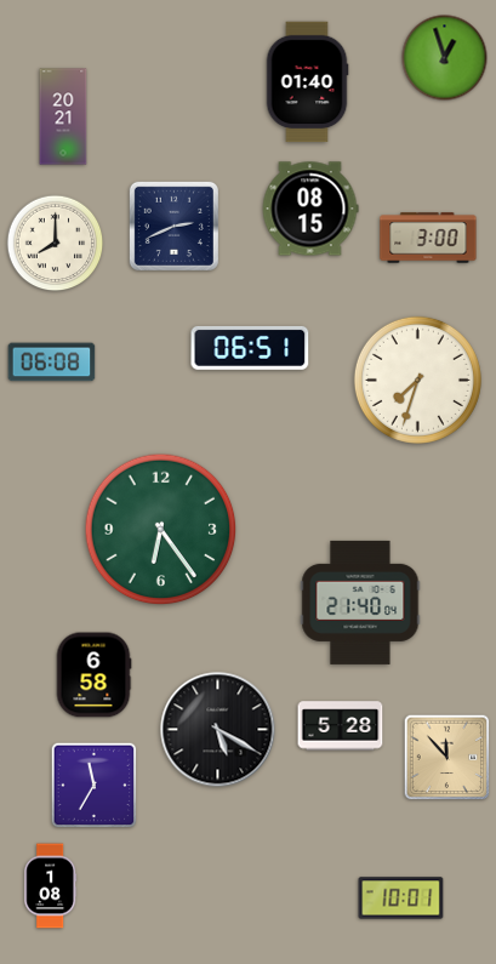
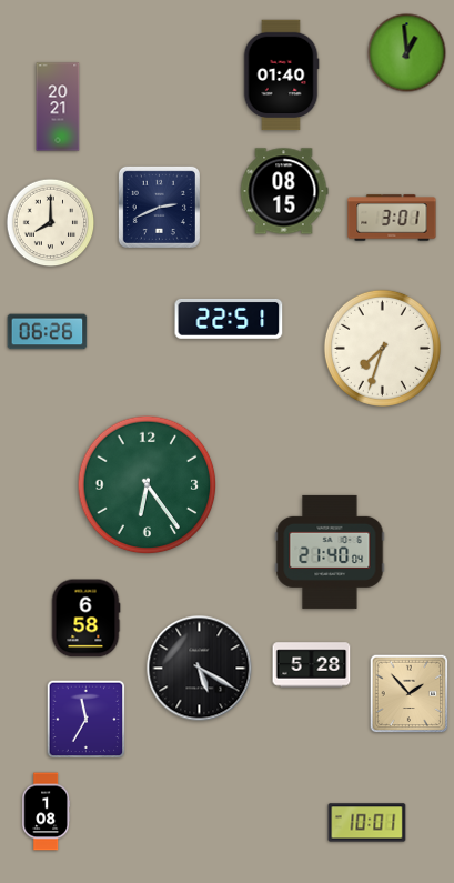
clock at (445, 58): 12:57 -> 12:59
clock at (428, 238): 3:00 -> 3:01
clock at (250, 348): 06:51 -> 22:51
clock at (52, 363): 06:08 -> 06:26
clock at (447, 758): 11:53 -> 1:53
